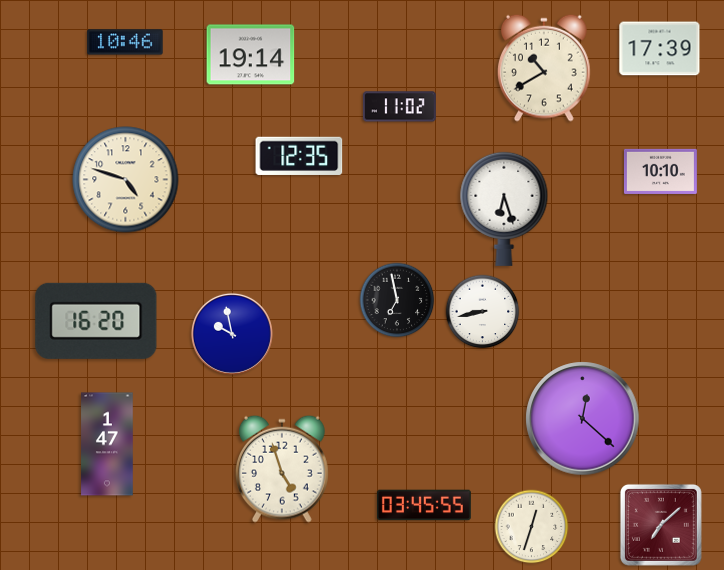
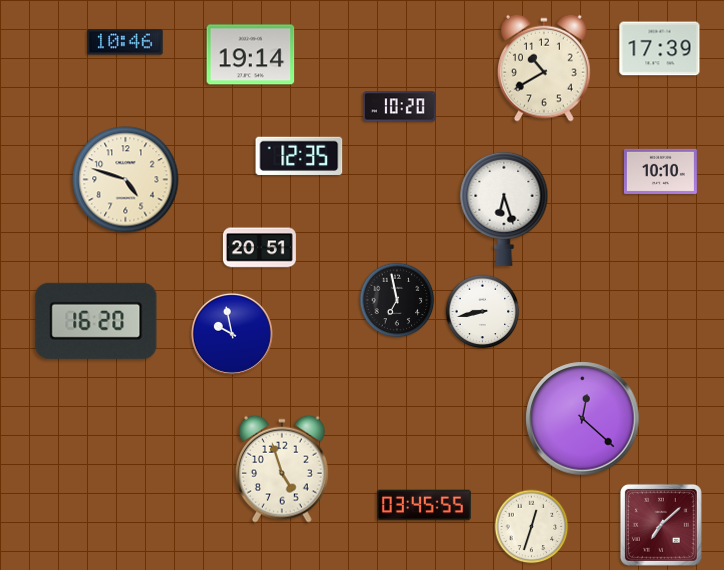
clock at (399, 107): 11:02 -> 10:20
clock at (259, 248): none -> 20:51
clock at (107, 444): 1:47 -> none
